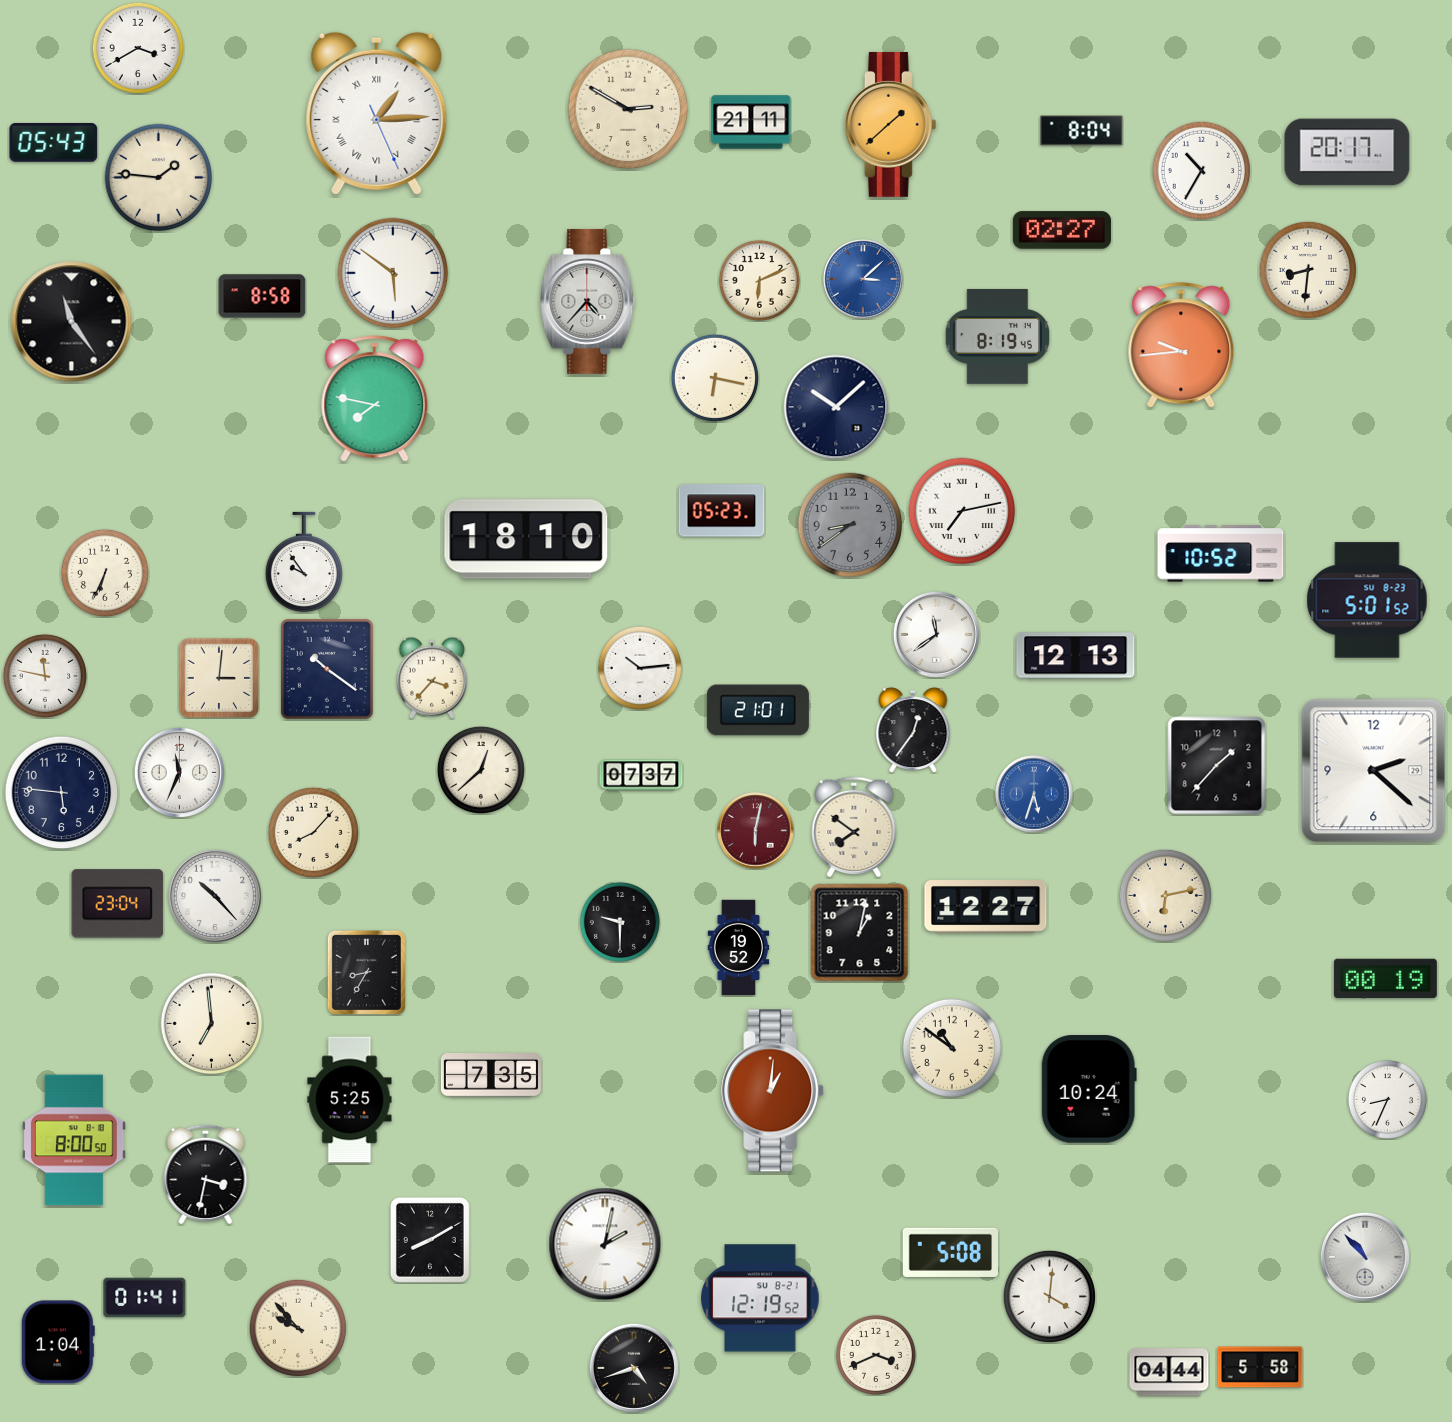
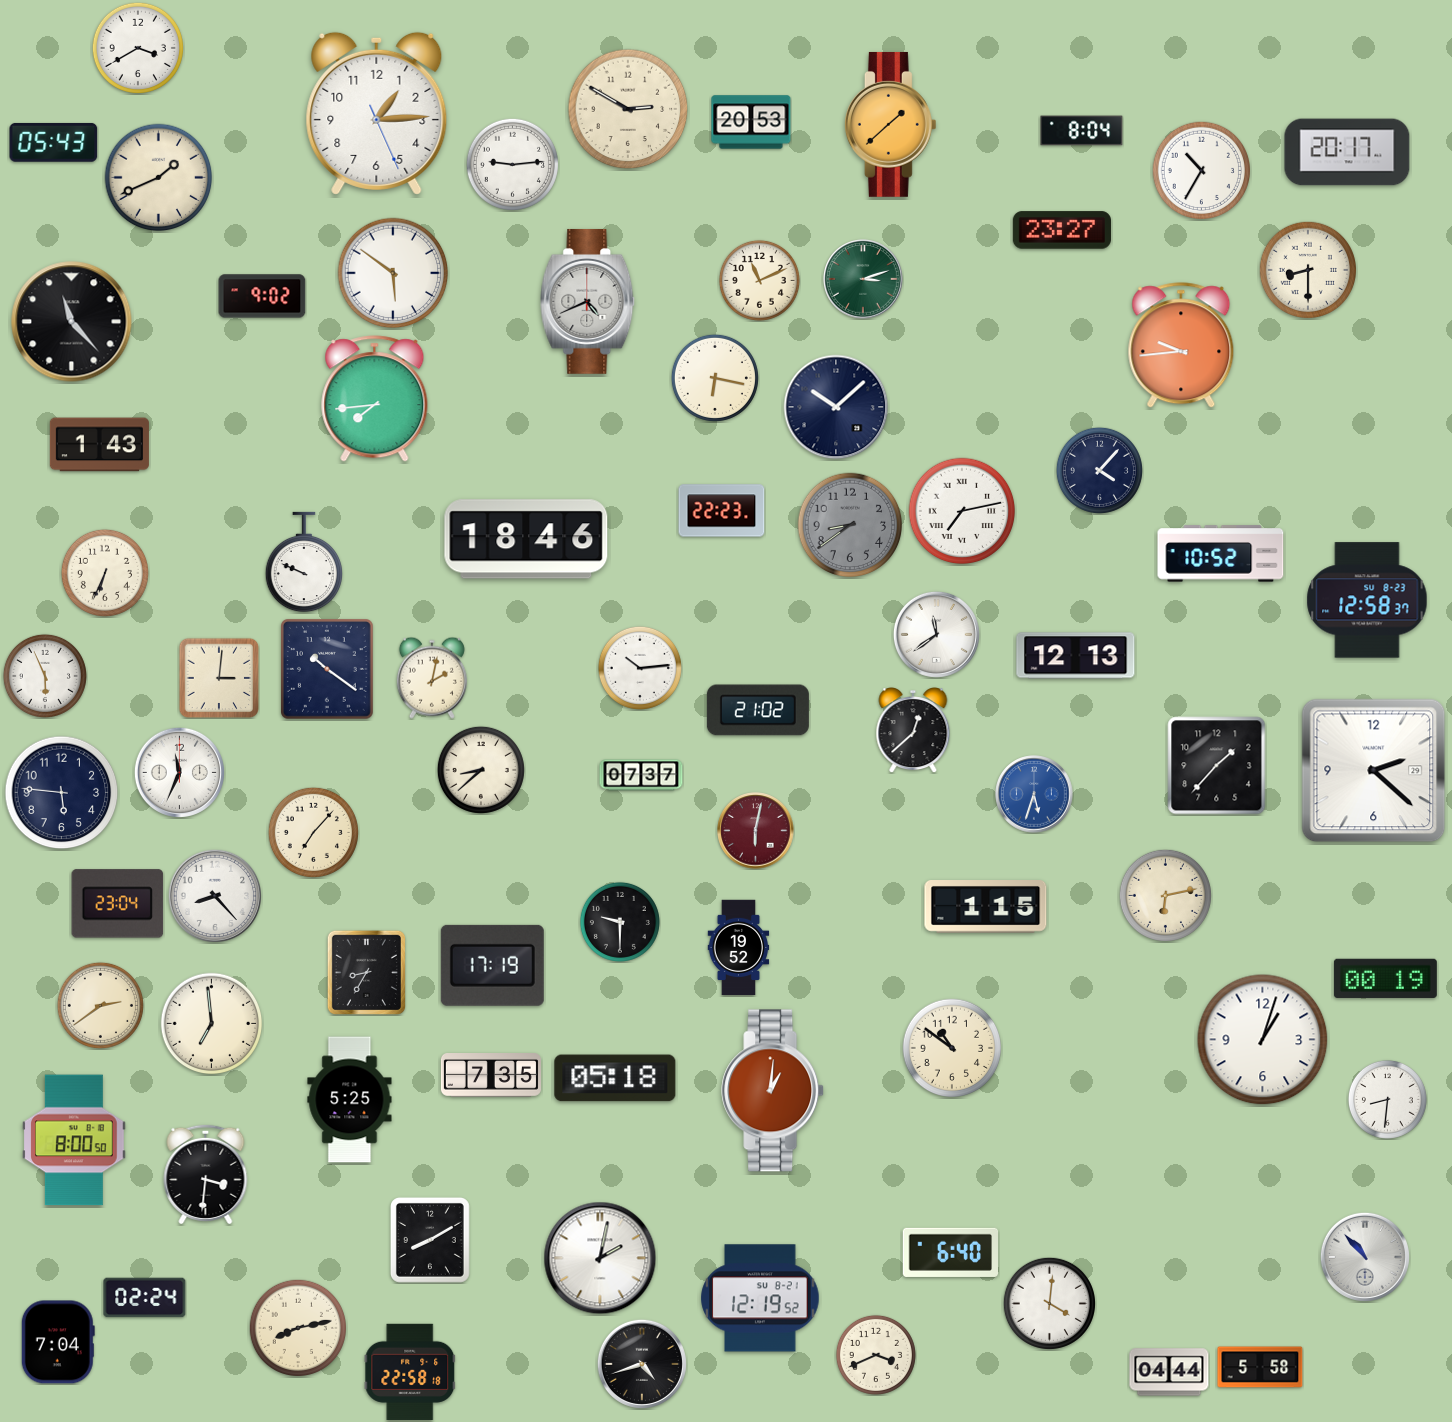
clock at (377, 113) numerals: Roman -> Arabic
clock at (751, 122): 21:11 -> 20:53
clock at (512, 164): none -> 9:14
clock at (159, 178): 1:46 -> 1:41
clock at (1062, 230): 02:27 -> 23:27
clock at (1307, 269): 8:31 -> 8:30
clock at (863, 279): 3:08 -> 3:12
clock at (863, 279) dial: blue -> green
clock at (759, 280): 6:11 -> 11:11
clock at (262, 296): 8:58 -> 9:02
clock at (588, 301): 4:37 -> 4:41
clock at (72, 322): 11:24 -> 11:23
clock at (997, 336): 8:19 -> none
clock at (375, 399): 7:47 -> 7:44
clock at (99, 445): none -> 1:43
clock at (1099, 470): none -> 4:07
clock at (722, 511): 05:23 -> 22:23
clock at (526, 539): 18:10 -> 18:46
clock at (303, 562): 9:54 -> 9:49
clock at (1367, 600): 5:01 -> 12:58
clock at (45, 676): 11:47 -> 5:56
clock at (432, 678): 3:37 -> 2:02
clock at (758, 710): 21:01 -> 21:02
clock at (913, 730): 12:36 -> 12:38
clock at (481, 770): 12:38 -> 8:38
clock at (854, 827): 7:51 -> none
clock at (313, 832): 8:07 -> 7:07
clock at (214, 895): 10:23 -> 8:23
clock at (986, 907): 12:27 -> 1:15
clock at (860, 933): 1:02 -> none
clock at (492, 965): none -> 17:19
clock at (100, 1005): none -> 2:39
clock at (1263, 1040): none -> 1:03
clock at (615, 1078): none -> 05:18
clock at (1089, 1089): 10:24 -> none
clock at (1387, 1099): 8:34 -> 8:31
clock at (206, 1173): 3:32 -> 3:31
clock at (605, 1244) position: (605, 1244) -> (600, 1258)
clock at (950, 1252): 5:08 -> 6:40
clock at (1049, 1296) position: (1049, 1296) -> (1049, 1303)
clock at (145, 1298): 01:41 -> 02:24
clock at (297, 1327): 9:53 -> 8:13
clock at (58, 1342): 1:04 -> 7:04
clock at (634, 1368) position: (634, 1368) -> (642, 1364)
clock at (410, 1371): none -> 22:58
